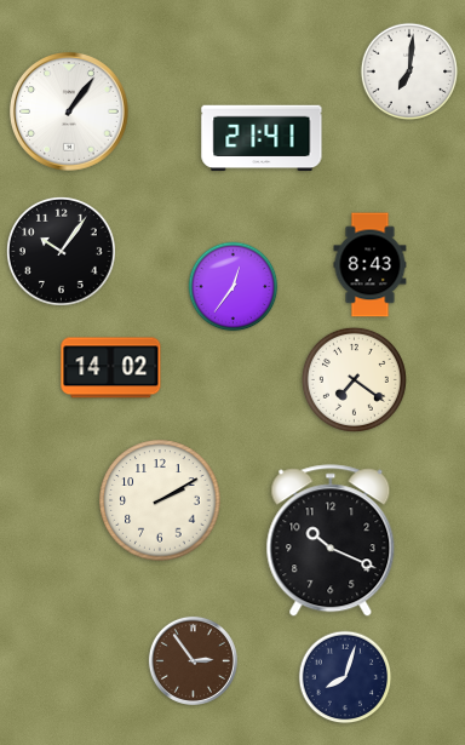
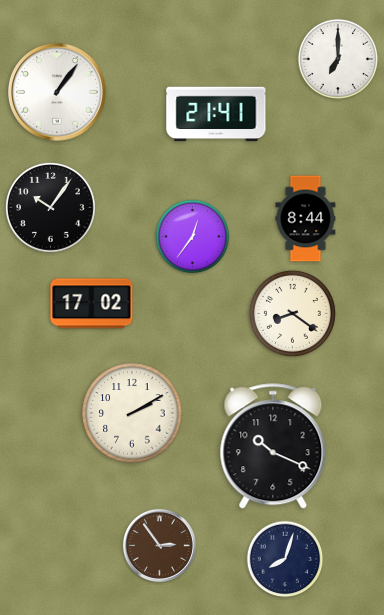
clock at (409, 71): 7:01 -> 7:00
clock at (371, 265): 8:43 -> 8:44
clock at (111, 368): 14:02 -> 17:02
clock at (354, 379): 7:21 -> 8:21
